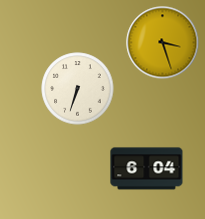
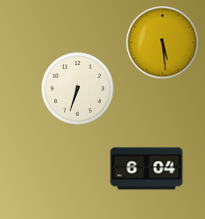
clock at (163, 43): 3:27 -> 5:29
